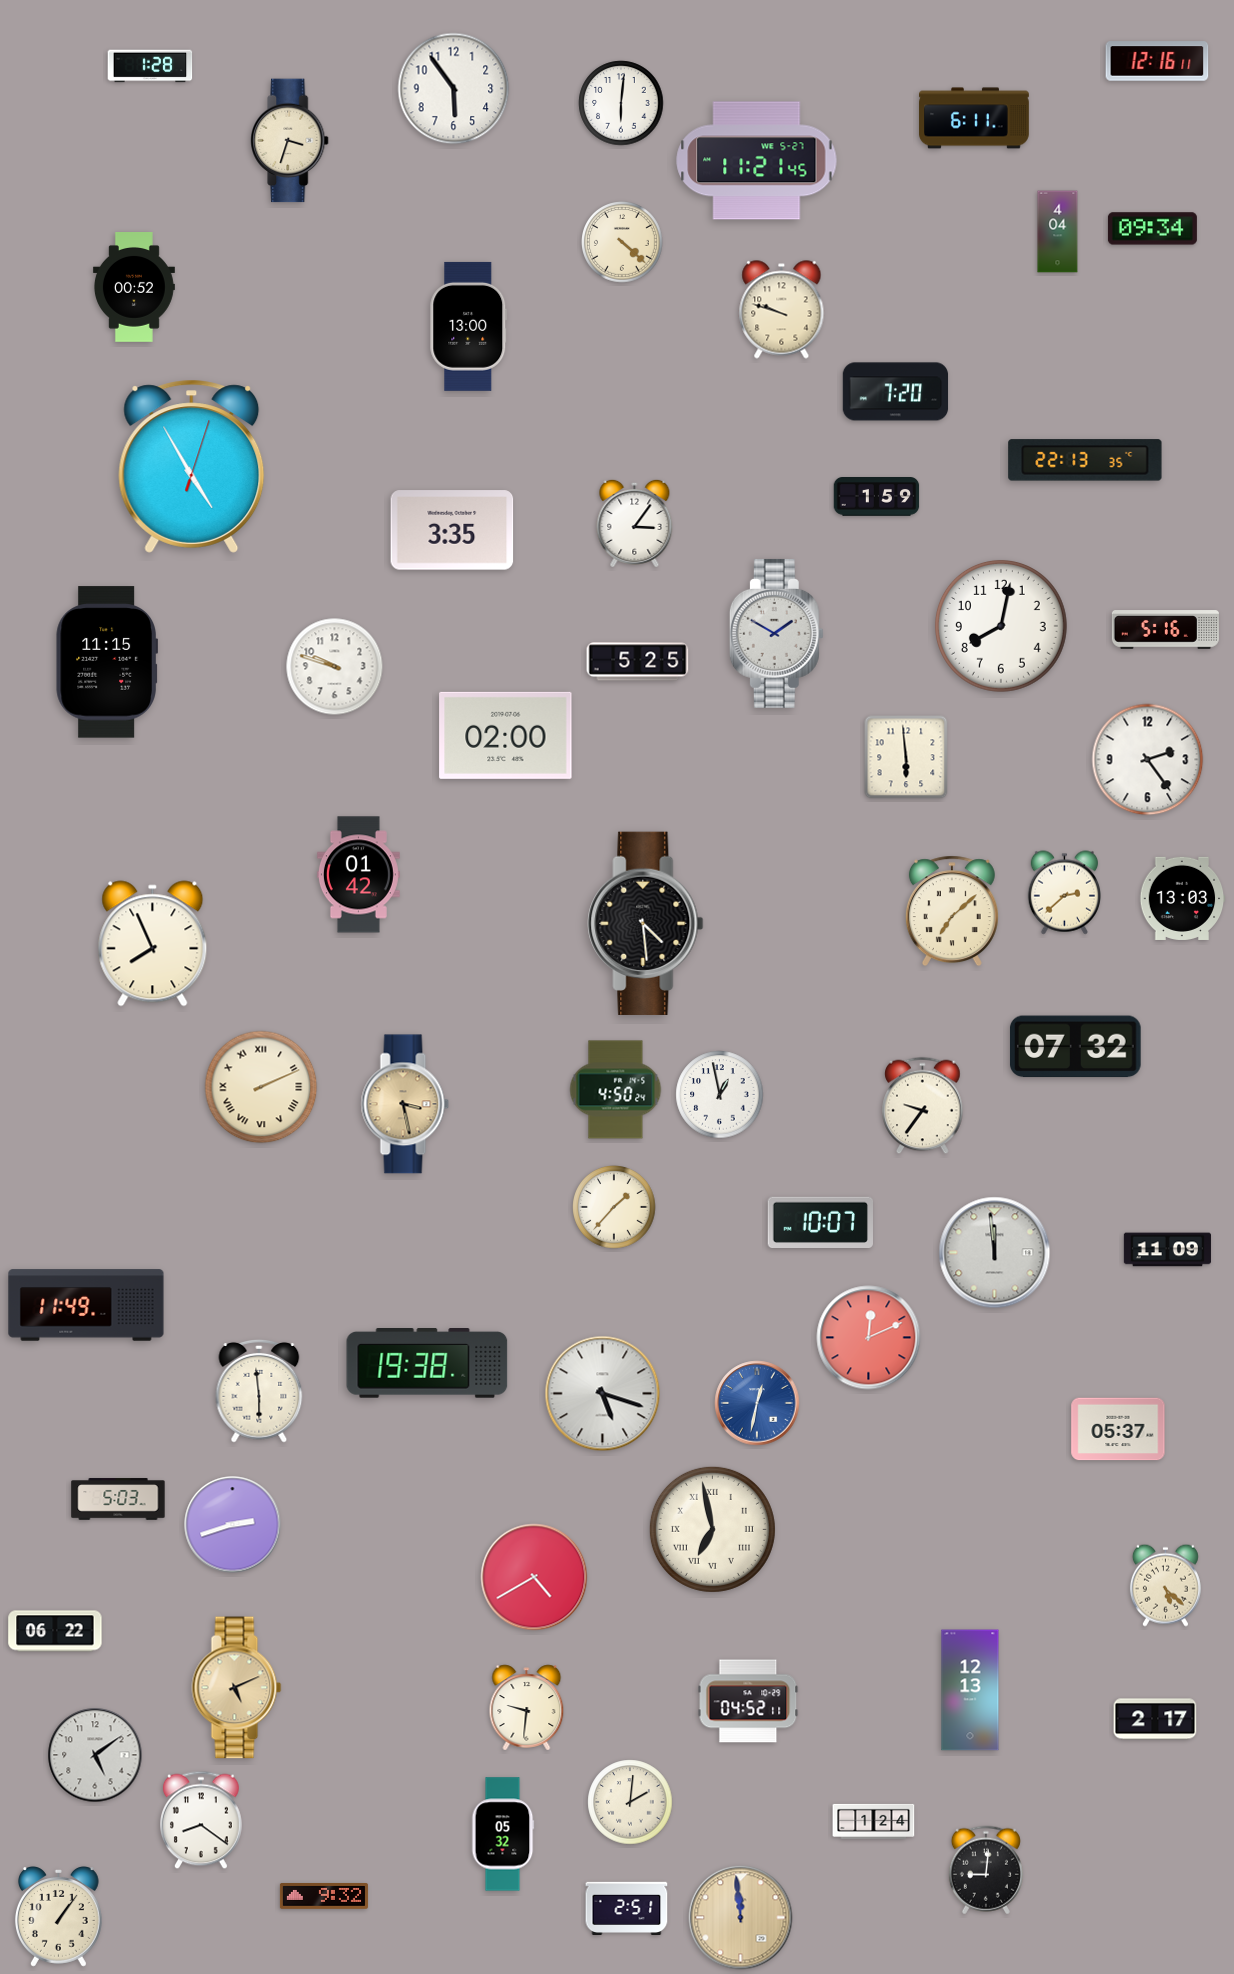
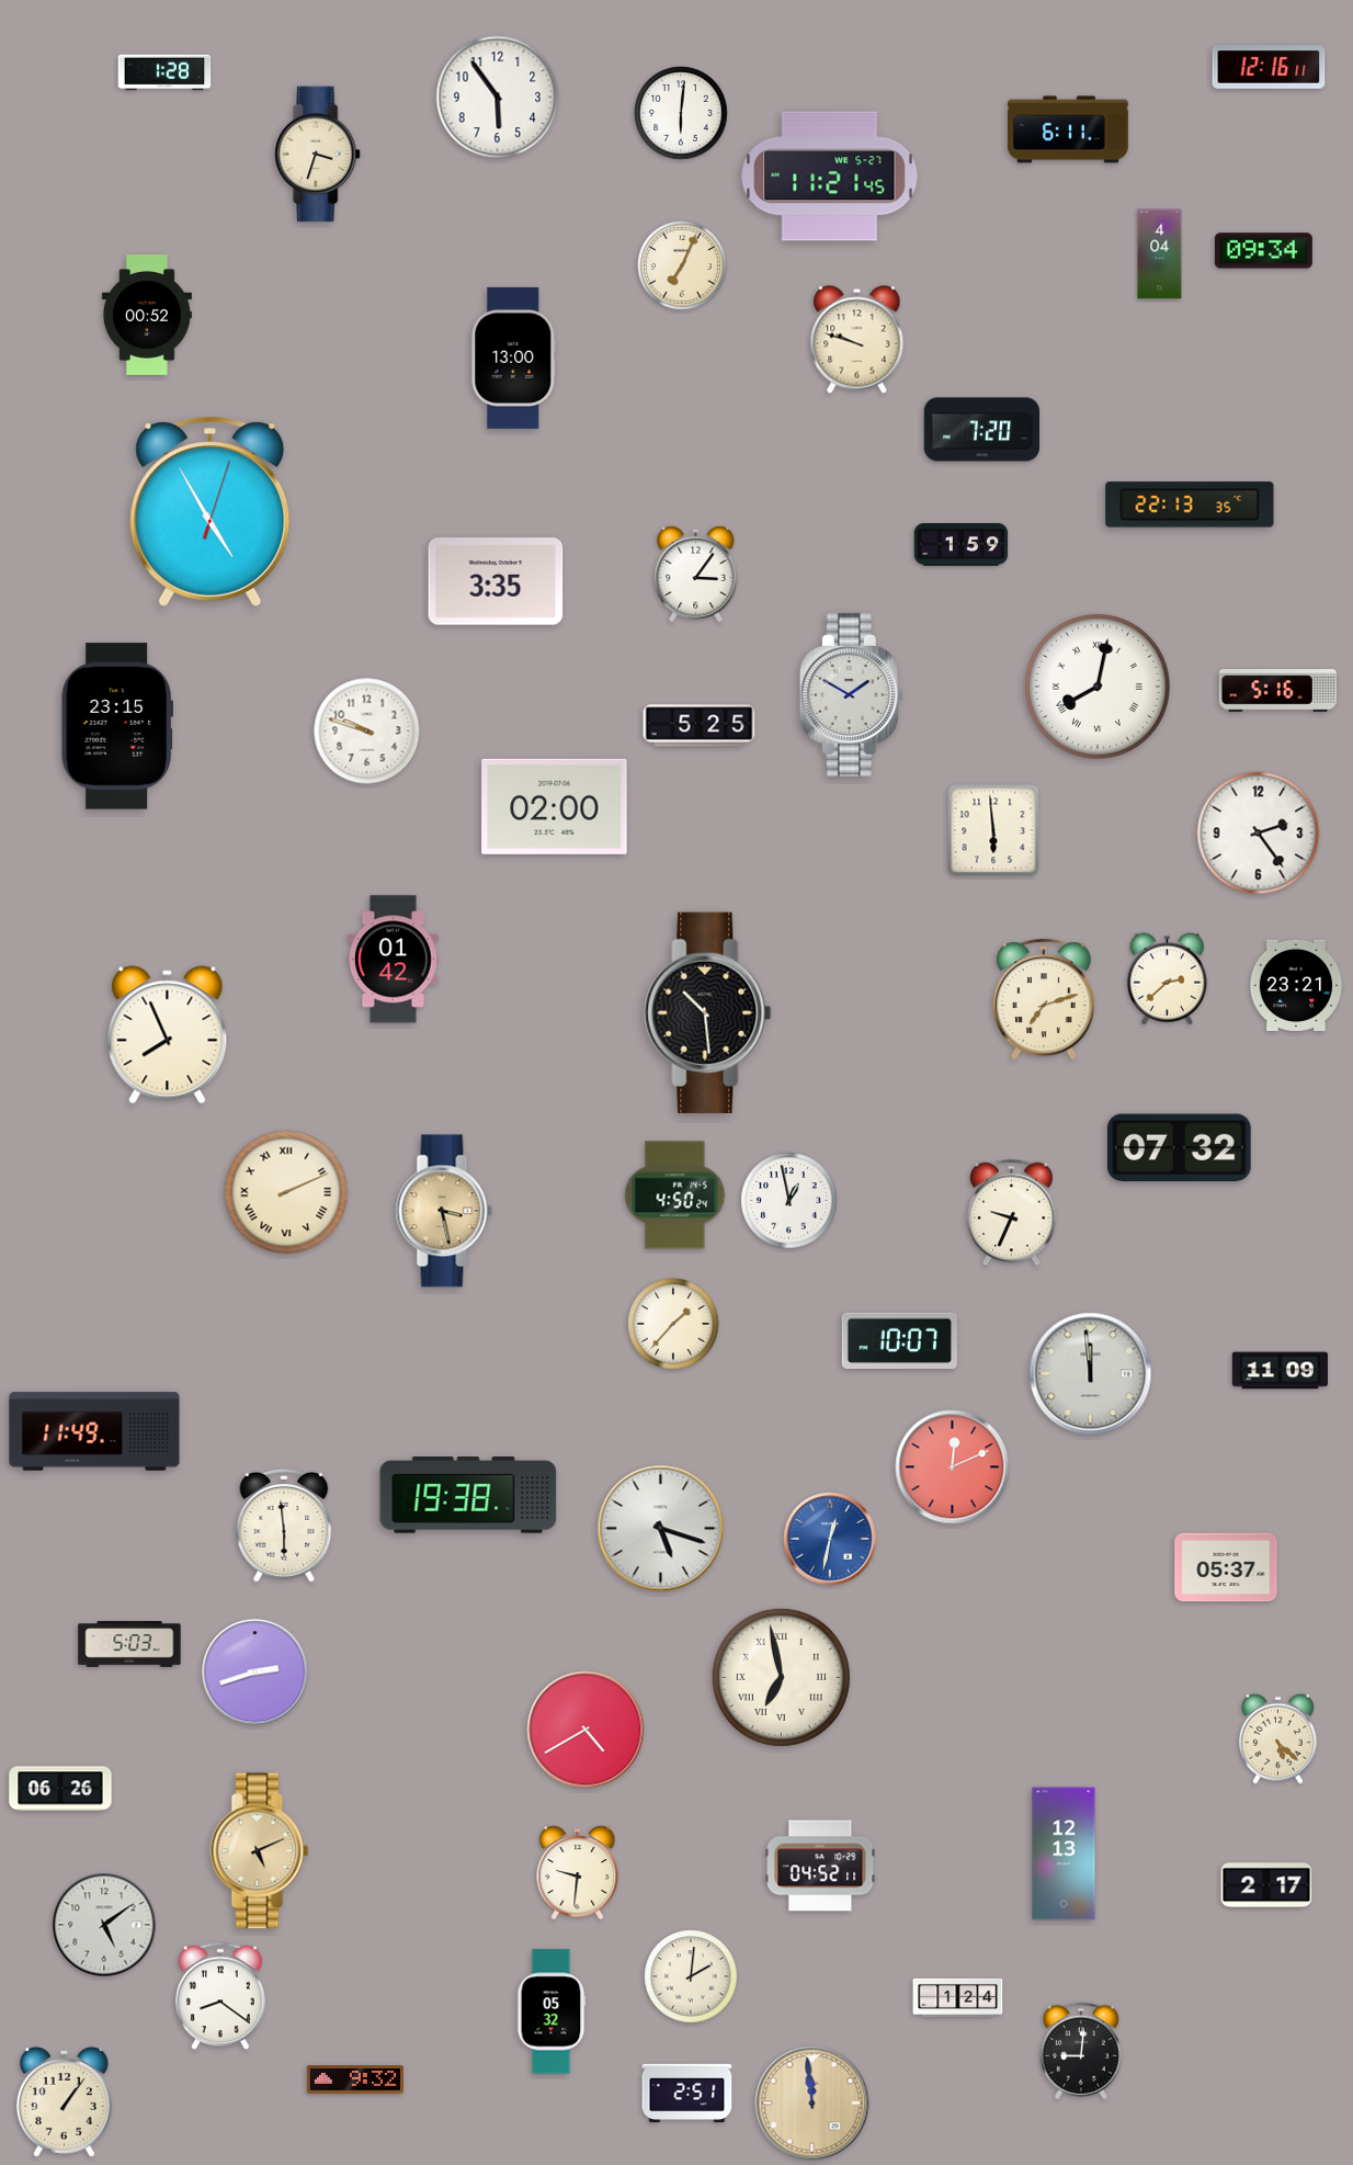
clock at (622, 242): 4:22 -> 7:04
clock at (1001, 626) numerals: Arabic -> Roman
clock at (106, 662): 11:15 -> 23:15
clock at (1182, 898): 13:03 -> 23:21
clock at (952, 911): 7:08 -> 7:12
clock at (646, 923): 4:29 -> 10:29
clock at (923, 1106): 9:36 -> 9:34
clock at (55, 1631): 06:22 -> 06:26
